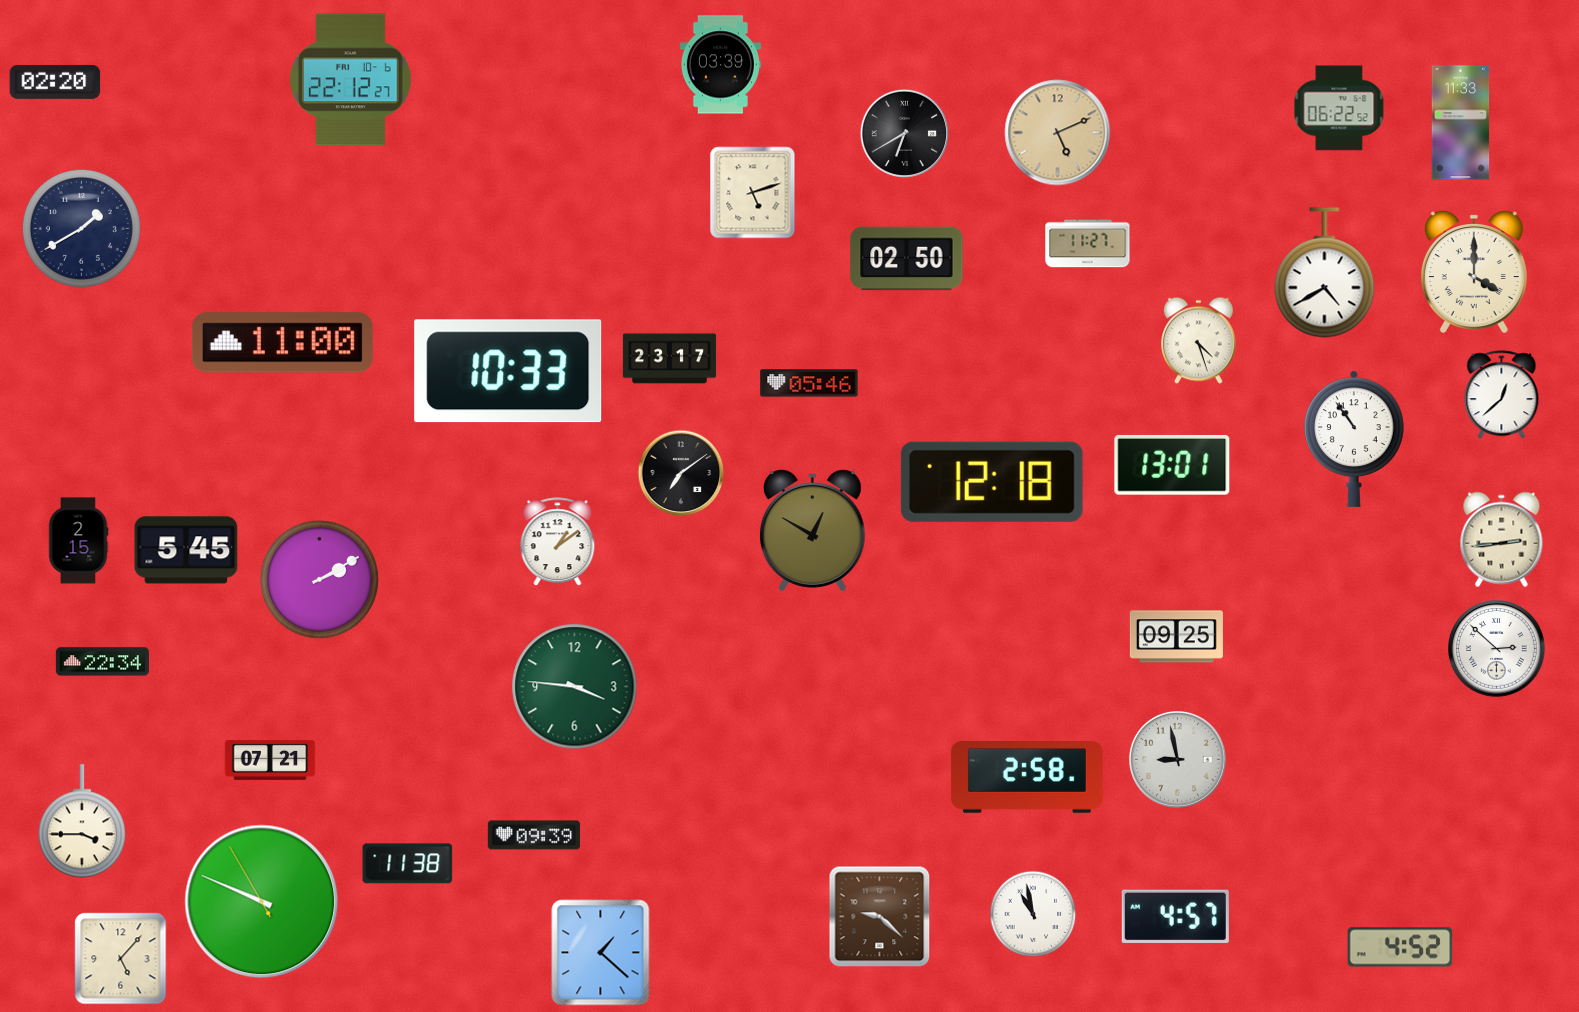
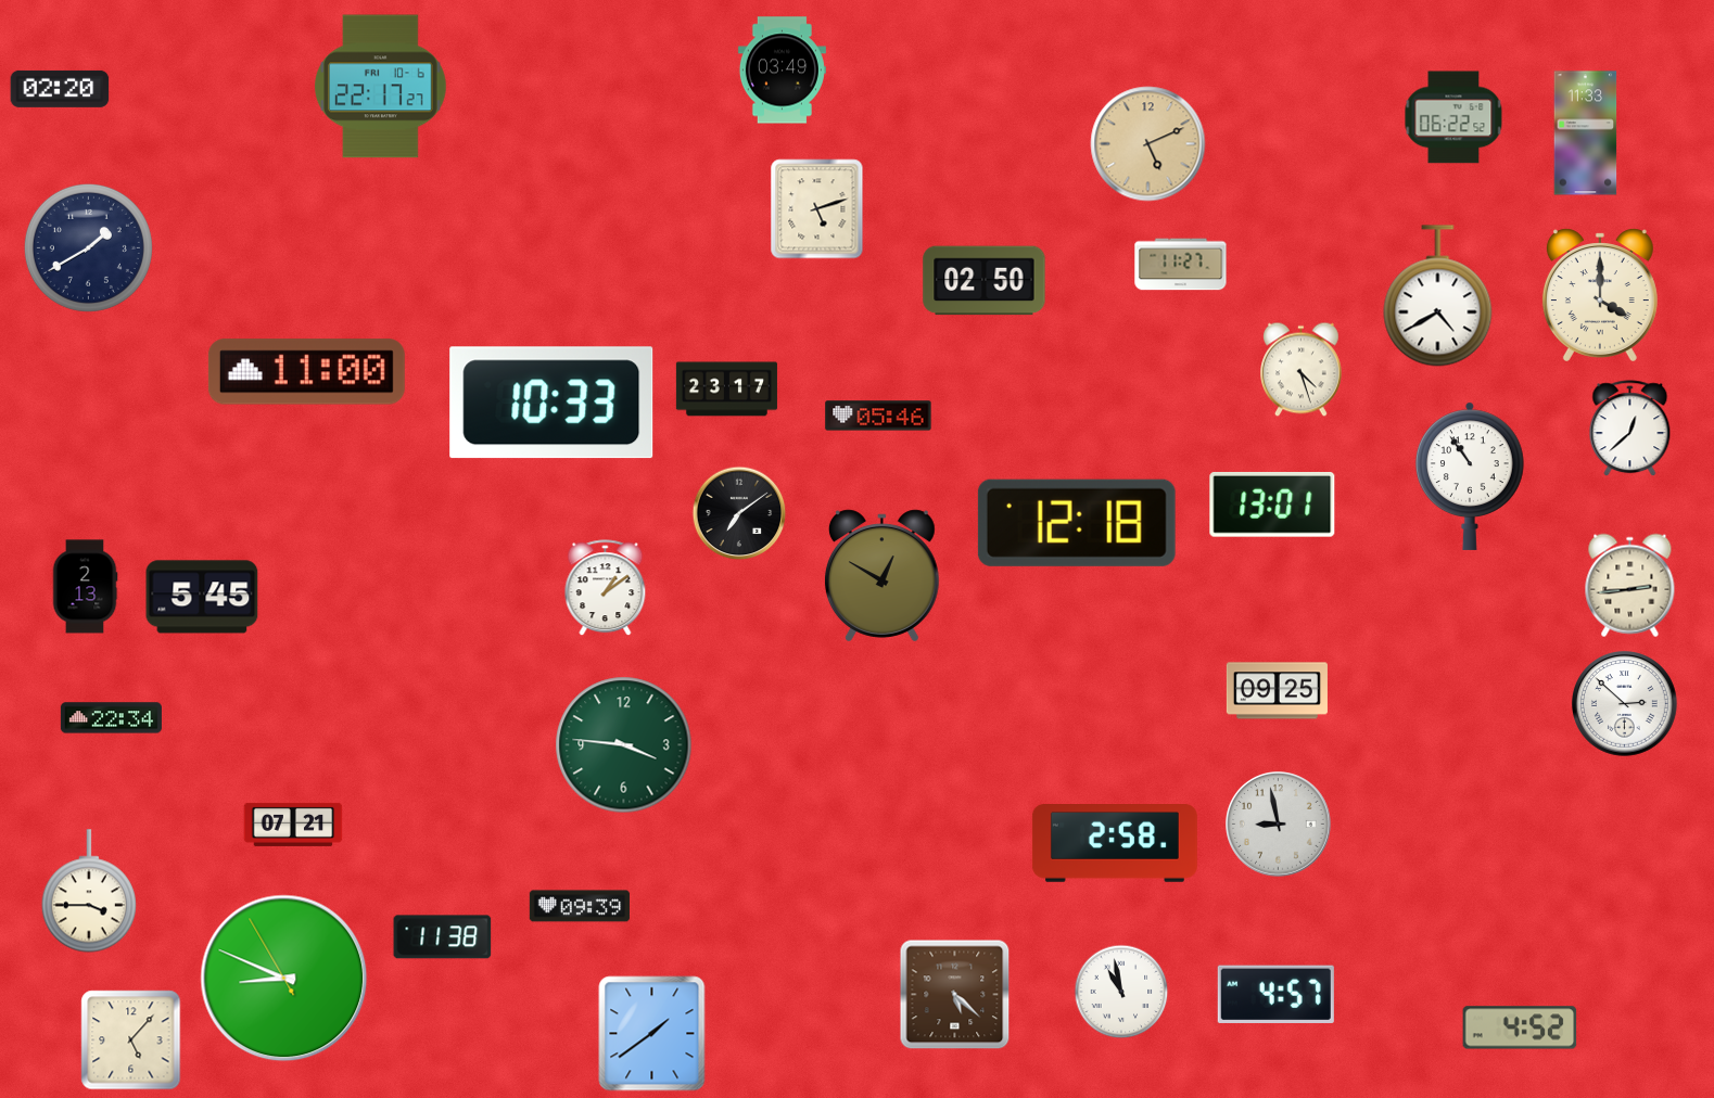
clock at (720, 65): 03:39 -> 03:49
clock at (351, 80): 22:12 -> 22:17
clock at (905, 134): 6:40 -> none
clock at (78, 541): 2:15 -> 2:13
clock at (319, 579): 2:10 -> none
clock at (262, 902): 9:48 -> 8:48
clock at (880, 917): 9:22 -> 5:22
clock at (601, 953): 1:22 -> 1:39
